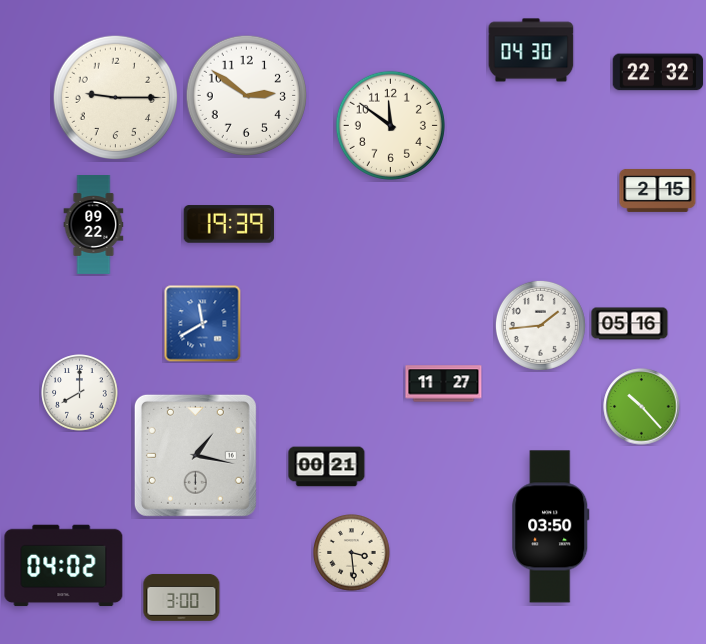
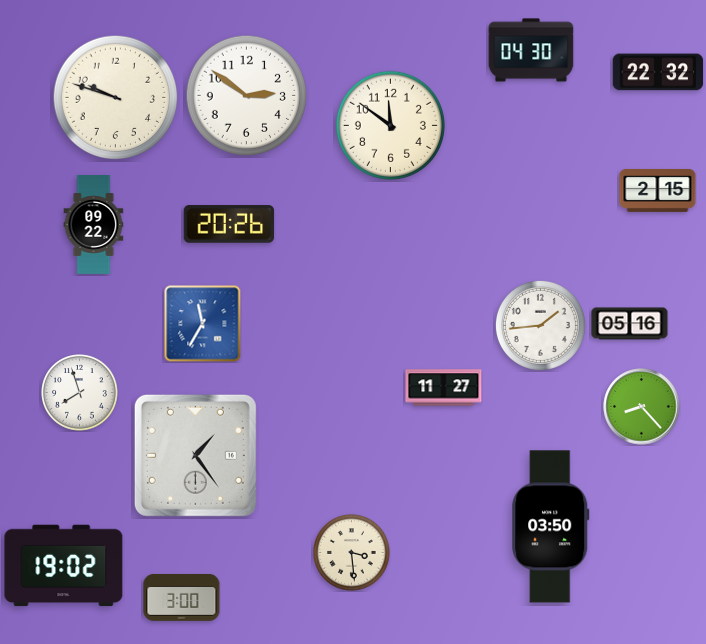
clock at (115, 97): 9:15 -> 9:48
clock at (229, 224): 19:39 -> 20:26
clock at (203, 324): 11:40 -> 11:35
clock at (444, 384) position: (444, 384) -> (444, 388)
clock at (80, 393): 8:00 -> 7:57
clock at (642, 407): 10:23 -> 8:23
clock at (195, 455): 1:17 -> 1:24
clock at (327, 467): 00:21 -> none
clock at (64, 566): 04:02 -> 19:02
